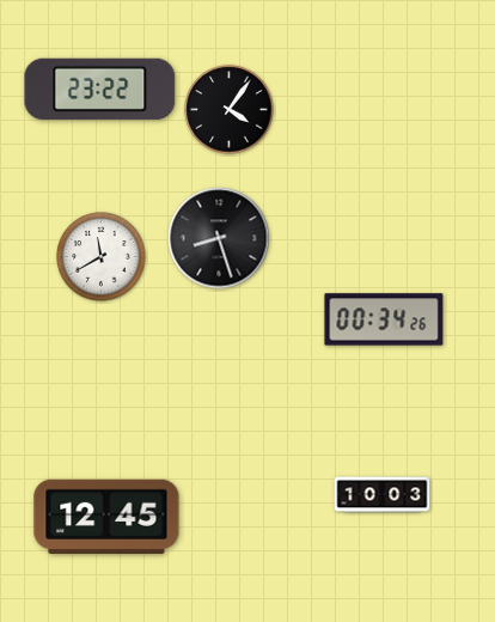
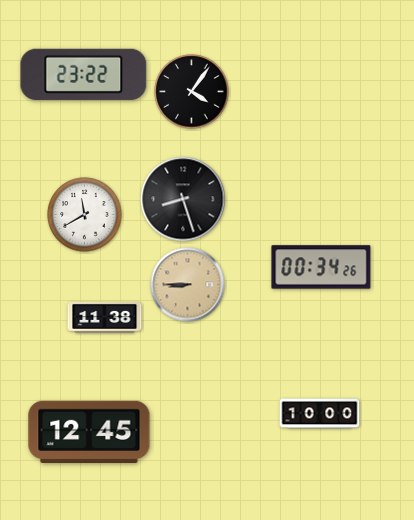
clock at (188, 285): none -> 8:45
clock at (105, 317): none -> 11:38
clock at (383, 495): 10:03 -> 10:00
